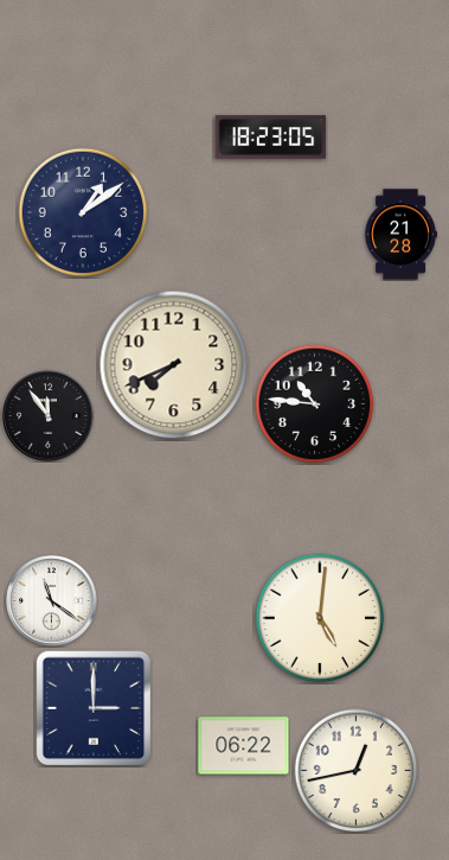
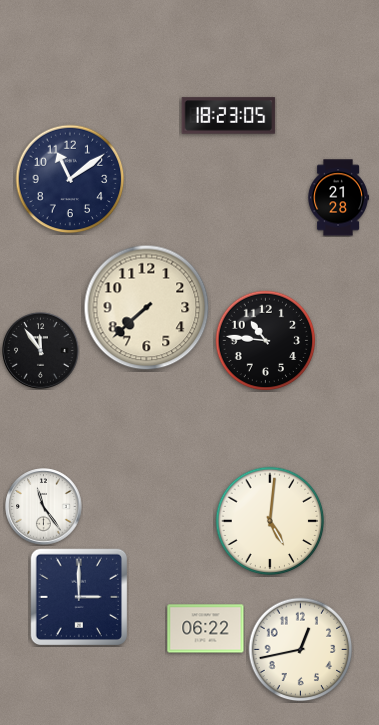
clock at (83, 212): 1:09 -> 11:09
clock at (174, 365): 7:41 -> 7:38
clock at (52, 601): 11:21 -> 11:24
